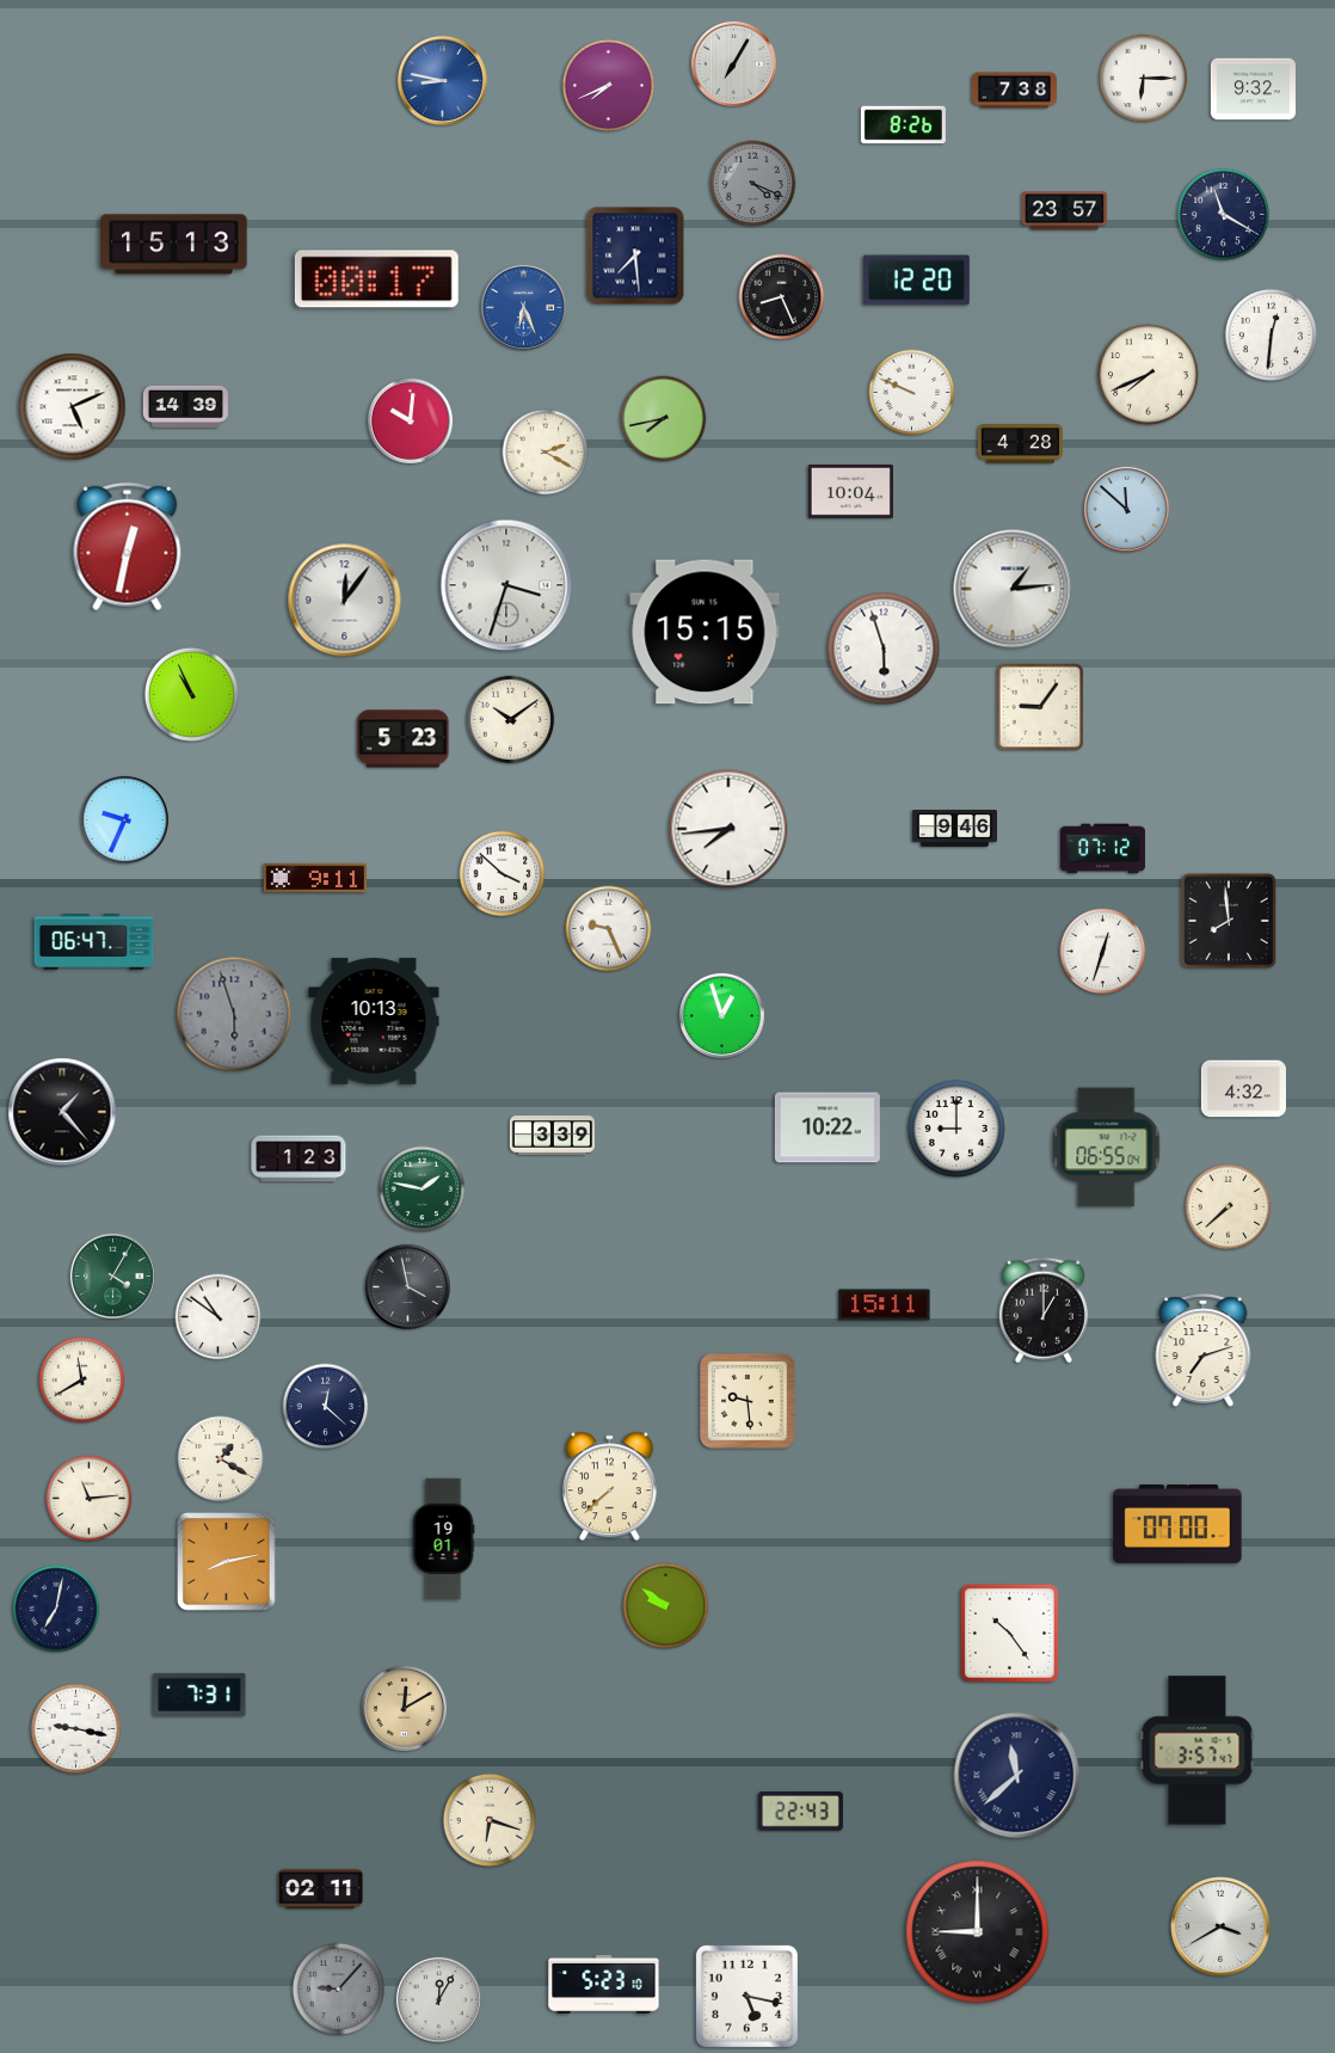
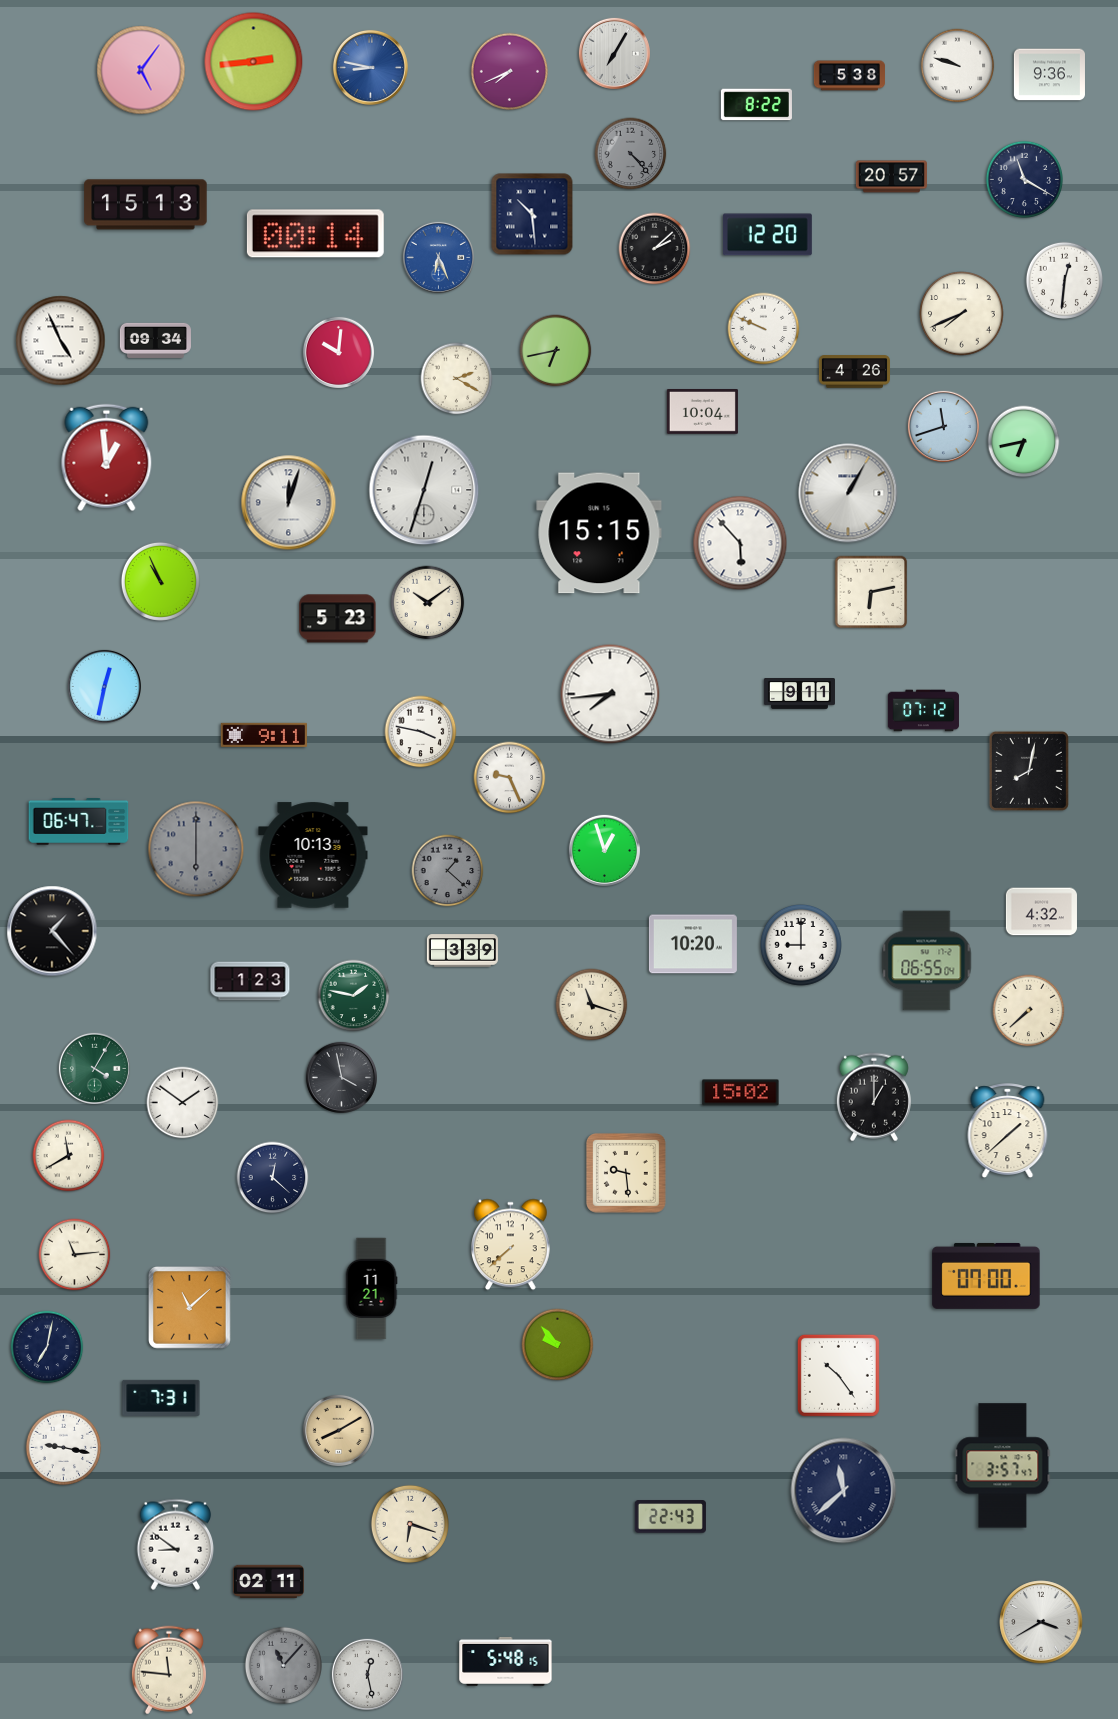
clock at (254, 62): none -> 2:44
clock at (1144, 79): 6:15 -> 9:48
clock at (141, 70): none -> 5:06
clock at (1253, 90): 9:32 -> 9:36
clock at (1014, 91): 7:38 -> 5:38
clock at (903, 125): 8:26 -> 8:22
clock at (753, 184): 4:19 -> 4:23
clock at (1064, 211): 23:57 -> 20:57
clock at (635, 256): 7:29 -> 10:29
clock at (376, 279): 00:17 -> 00:14
clock at (782, 297): 8:26 -> 2:08
clock at (185, 406): 14:39 -> 09:34
clock at (73, 407): 5:11 -> 4:56
clock at (664, 419): 7:43 -> 6:43
clock at (410, 420) position: (410, 420) -> (338, 352)
clock at (1020, 444): 4:28 -> 4:26
clock at (850, 492) position: (850, 492) -> (702, 412)
clock at (1126, 509): 11:52 -> 11:42
clock at (1024, 442): none -> 6:43
clock at (128, 547): 12:32 -> 12:59
clock at (506, 585): 3:33 -> 12:33
clock at (1013, 589): 1:14 -> 1:05
clock at (345, 601): 12:06 -> 12:03
clock at (705, 632) position: (705, 632) -> (599, 533)
clock at (884, 649): 5:57 -> 5:53
clock at (1040, 707): 9:06 -> 6:13
clock at (124, 819): 9:34 -> 12:32
clock at (954, 829): 9:46 -> 9:11
clock at (503, 874): 3:52 -> 3:47
clock at (1229, 921): 7:59 -> 8:02
clock at (94, 942) position: (94, 942) -> (79, 822)
clock at (1103, 952): 12:33 -> none
clock at (234, 1014): 5:57 -> 6:00
clock at (448, 871): none -> 1:22
clock at (828, 1127): 10:22 -> 10:20
clock at (299, 1158) position: (299, 1158) -> (250, 981)
clock at (592, 1005): none -> 11:18
clock at (885, 1305): 15:11 -> 15:02
clock at (219, 1317): 10:51 -> 1:51
clock at (1204, 1351): 7:12 -> 1:38
clock at (221, 1459): 1:20 -> none
clock at (443, 1539): 19:01 -> 11:21
clock at (227, 1562): 8:13 -> 11:08
clock at (666, 1606): 9:51 -> 9:53
clock at (1009, 1633) position: (1009, 1633) -> (838, 1375)
clock at (199, 1695) position: (199, 1695) -> (161, 1398)
clock at (404, 1708): 12:10 -> 8:10
clock at (1017, 1776) position: (1017, 1776) -> (844, 1491)
clock at (176, 1544): none -> 8:51
clock at (1220, 1926) position: (1220, 1926) -> (1041, 1622)
clock at (978, 1932): 9:00 -> none
clock at (604, 1984): 5:23 -> 5:48
clock at (338, 1989): 9:07 -> 11:07
clock at (169, 1670): none -> 11:46
clock at (746, 1996): 5:17 -> none
clock at (438, 1999): 12:05 -> 12:28
